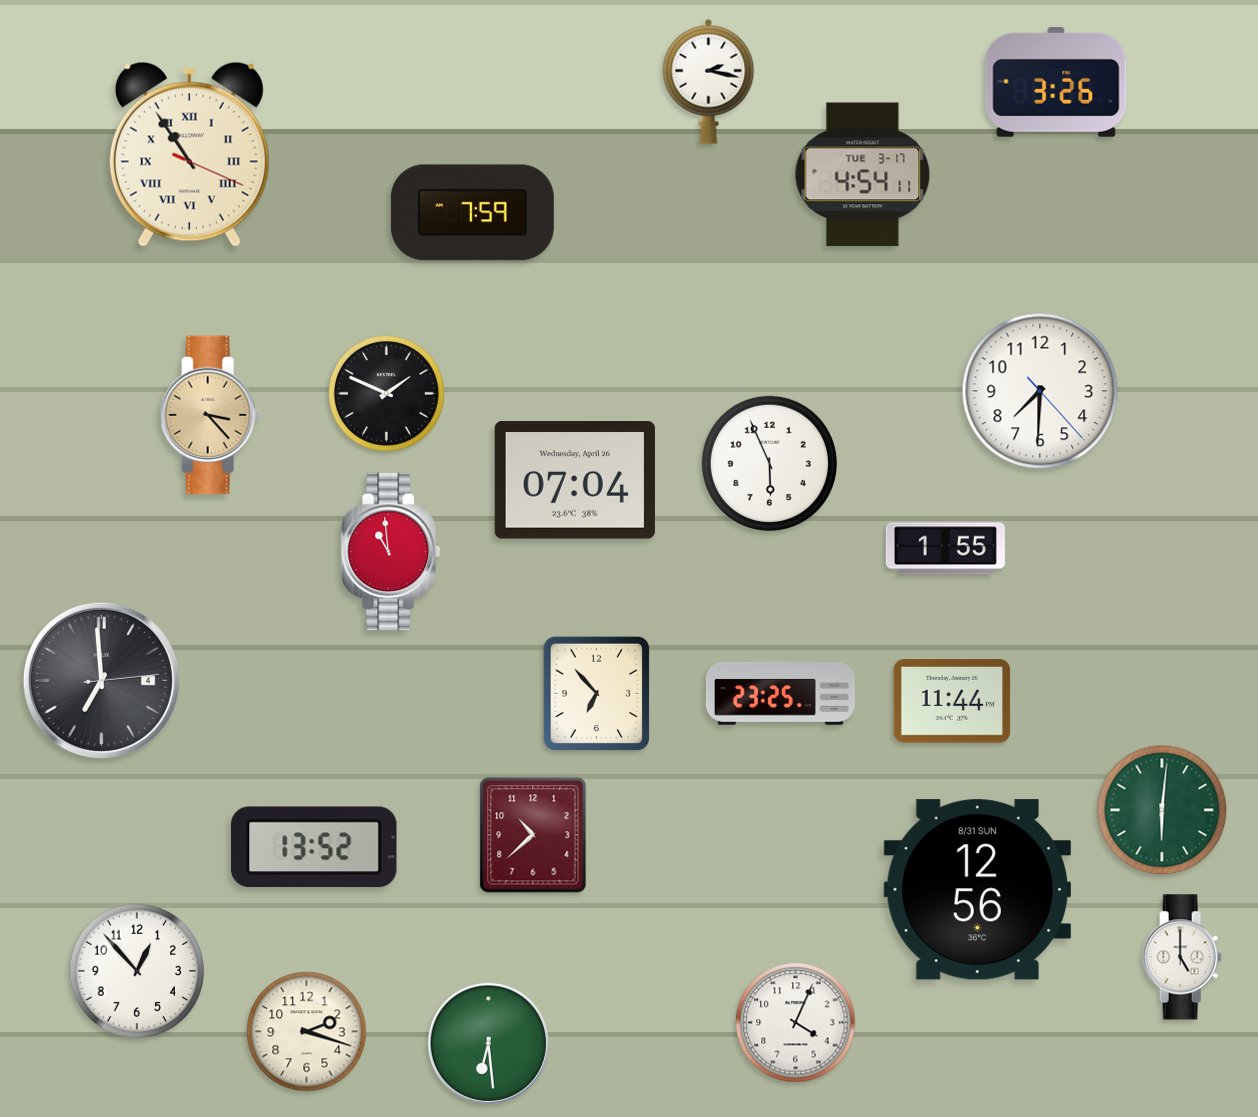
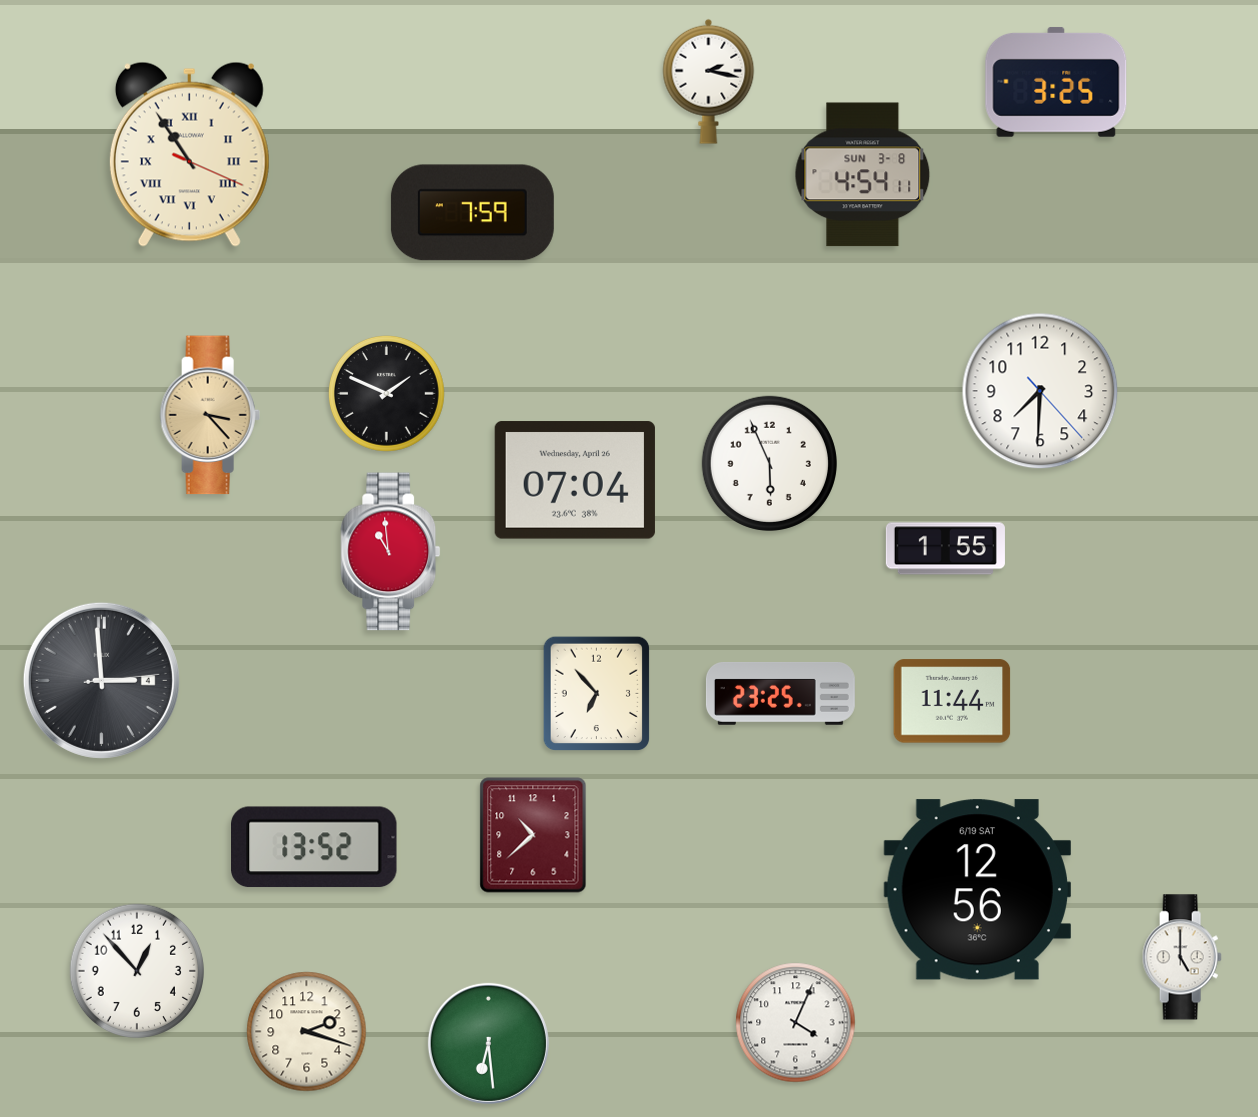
clock at (1056, 82): 3:26 -> 3:25
clock at (863, 175) date: TUE 3-17 -> SUN 3-8
clock at (101, 680): 6:59 -> 2:59
clock at (1162, 810): 6:01 -> none
clock at (977, 890) date: 8/31 SUN -> 6/19 SAT
